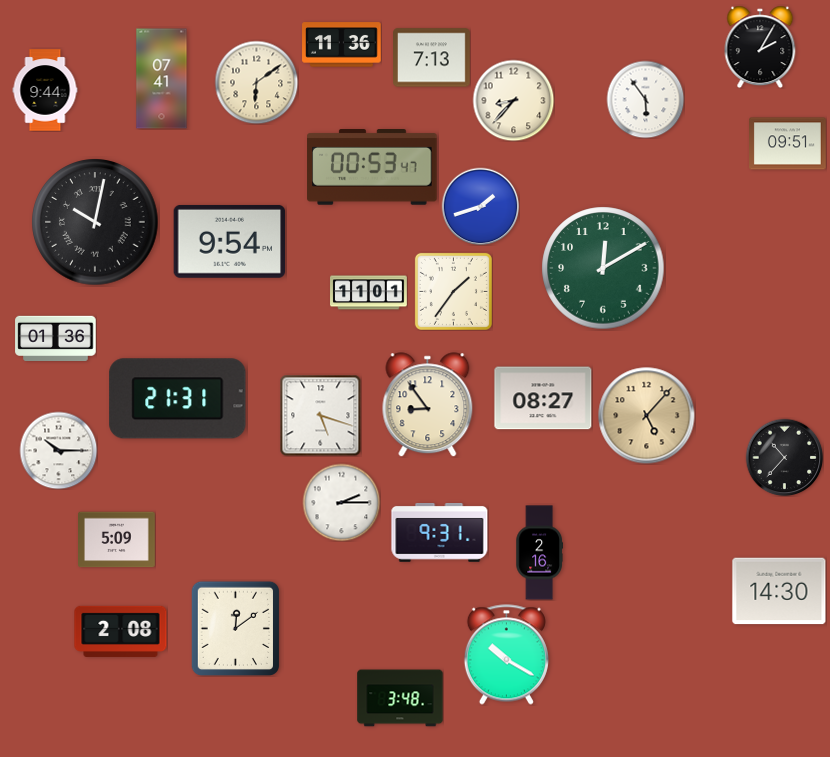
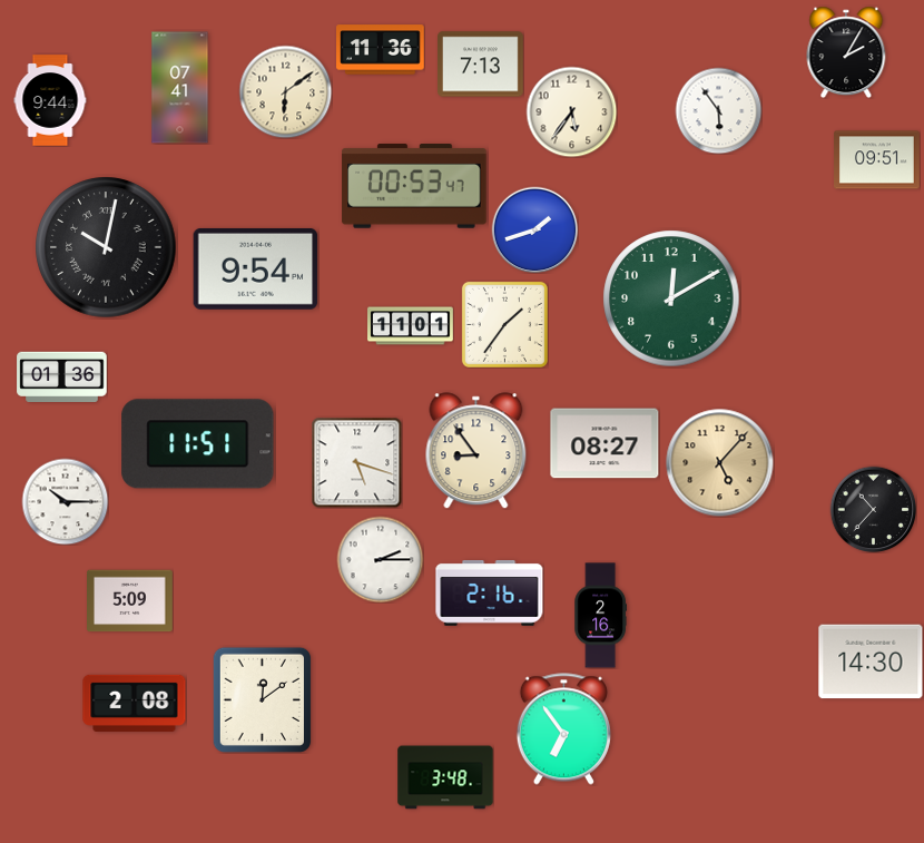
clock at (513, 100): 8:37 -> 5:36
clock at (178, 399): 21:31 -> 11:51
clock at (440, 533): 9:31 -> 2:16
clock at (779, 591) position: (779, 591) -> (871, 661)
clock at (506, 655): 10:20 -> 6:54
